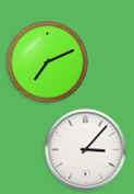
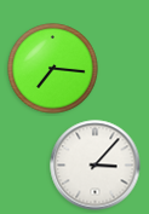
clock at (48, 62): 7:11 -> 7:16
